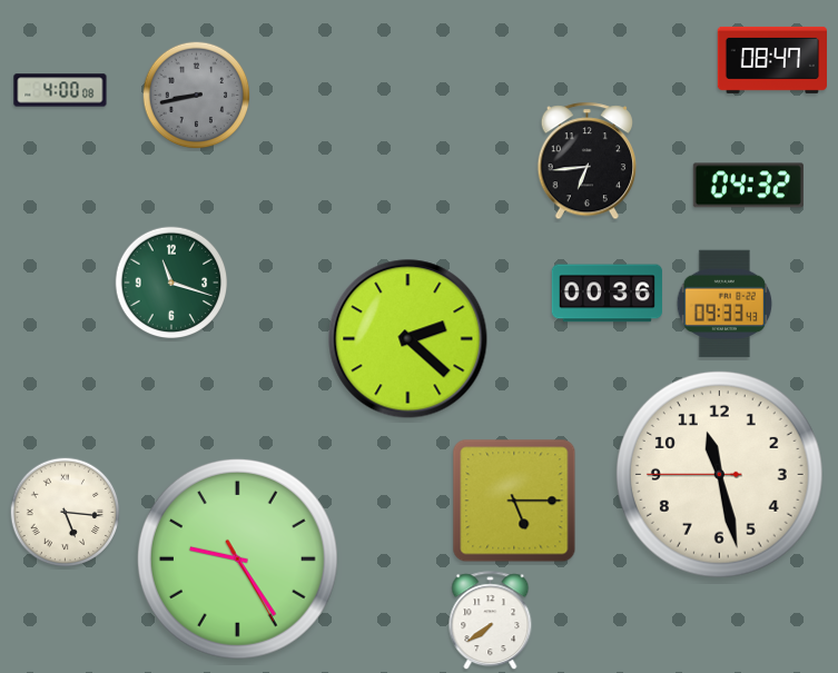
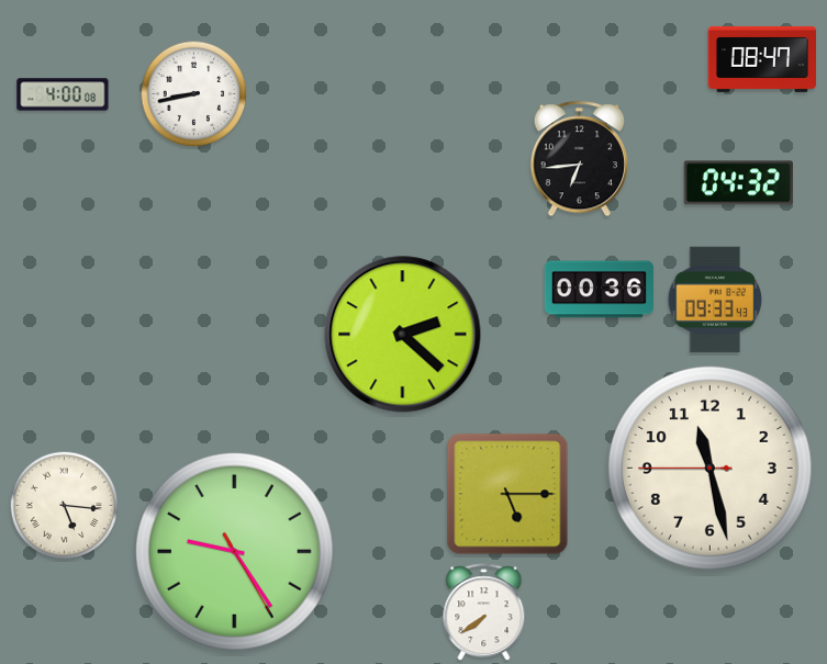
clock at (60, 90) position: (60, 90) -> (63, 94)
clock at (197, 96) dial: grey -> white
clock at (171, 283): 11:18 -> none
